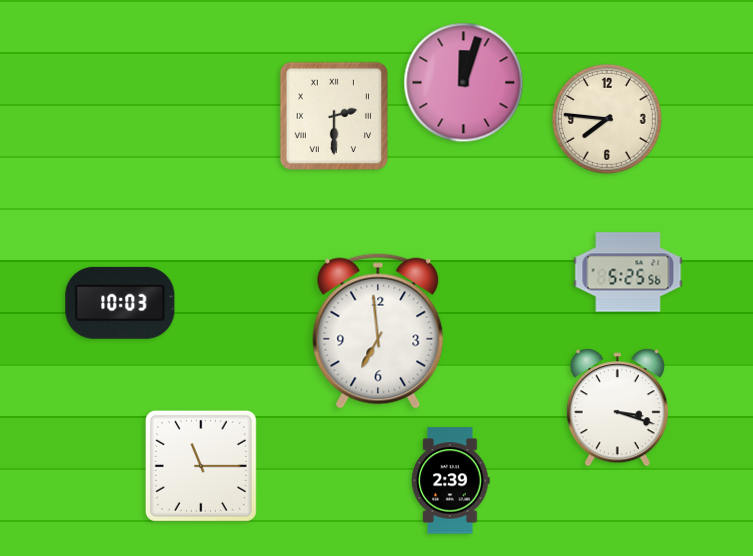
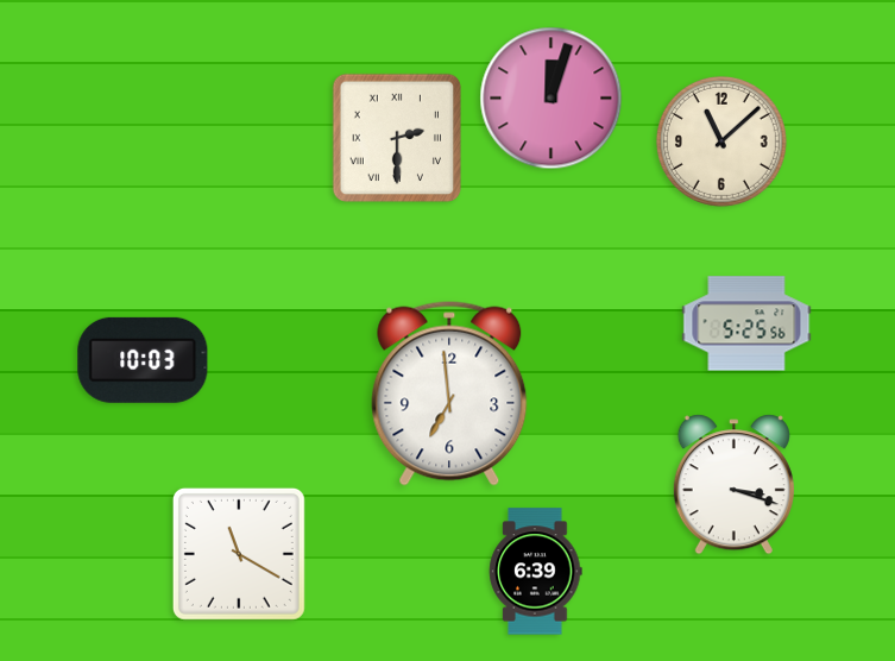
clock at (607, 119): 7:46 -> 11:08
clock at (201, 466): 11:15 -> 11:20
clock at (451, 481): 2:39 -> 6:39
